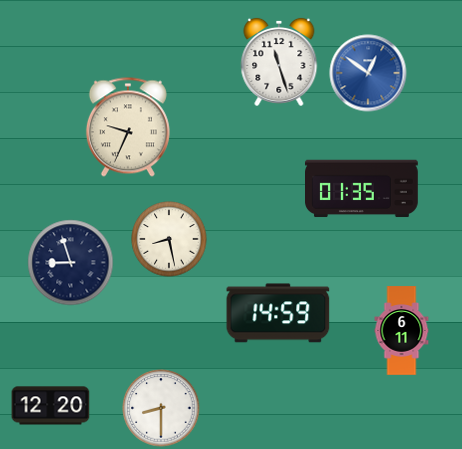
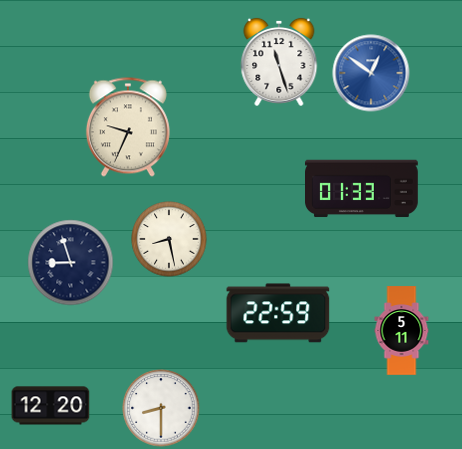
clock at (368, 73) position: (368, 73) -> (371, 73)
clock at (362, 189): 01:35 -> 01:33
clock at (278, 313): 14:59 -> 22:59
clock at (402, 331): 6:11 -> 5:11
